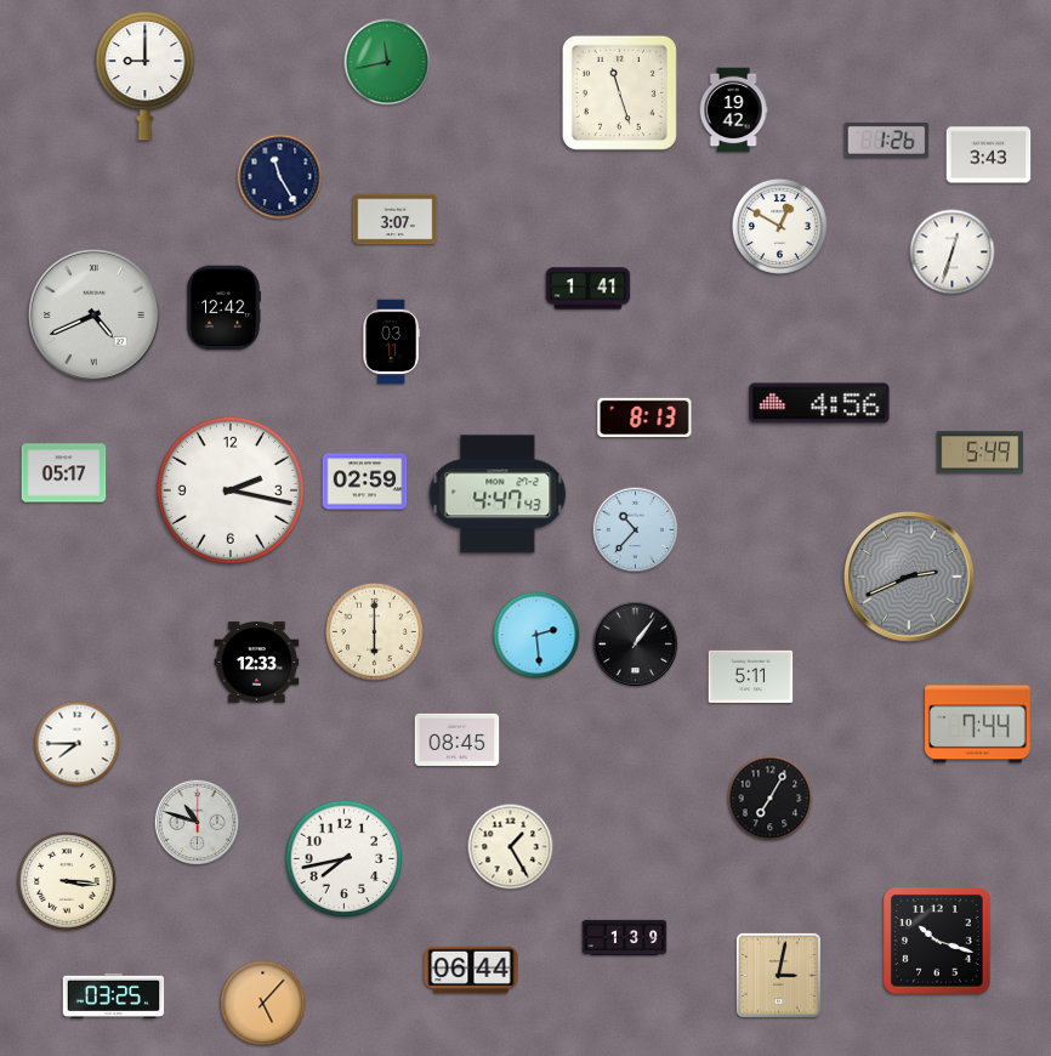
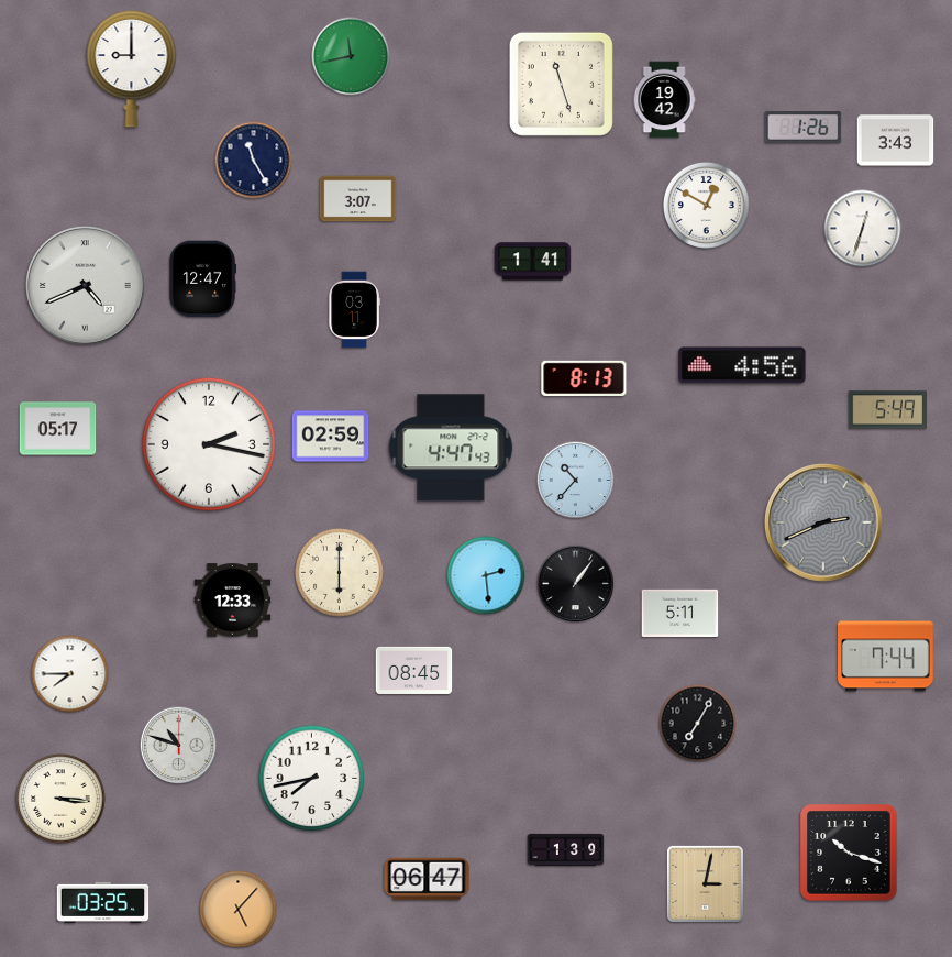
clock at (223, 308): 12:42 -> 12:47
clock at (511, 847): 1:25 -> none
clock at (471, 970): 06:44 -> 06:47
